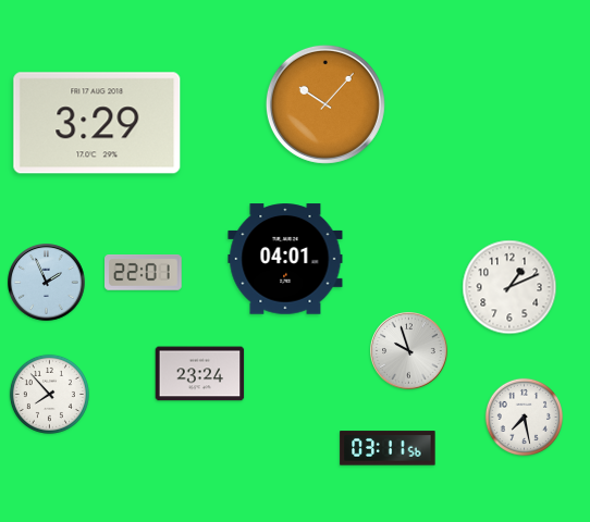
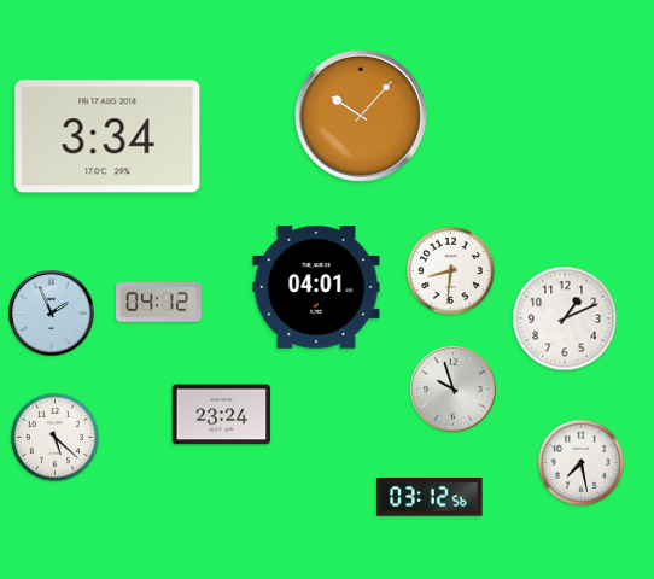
clock at (97, 123): 3:29 -> 3:34
clock at (450, 270): none -> 8:31
clock at (144, 273): 22:01 -> 04:12
clock at (49, 394): 7:53 -> 5:22
clock at (388, 448): 03:11 -> 03:12
